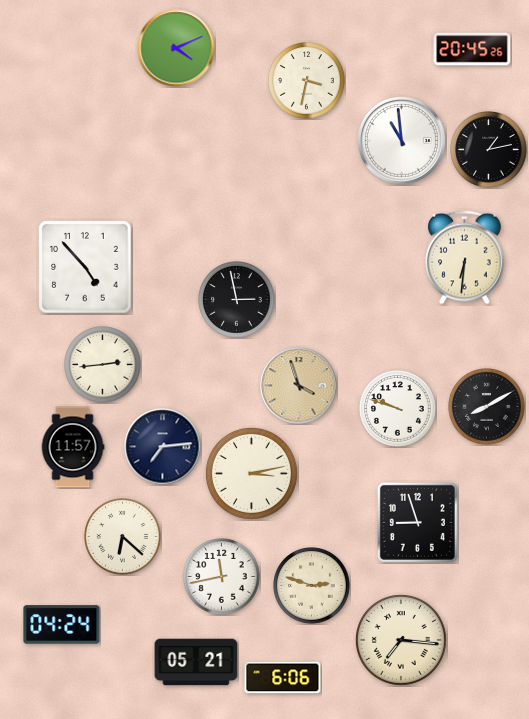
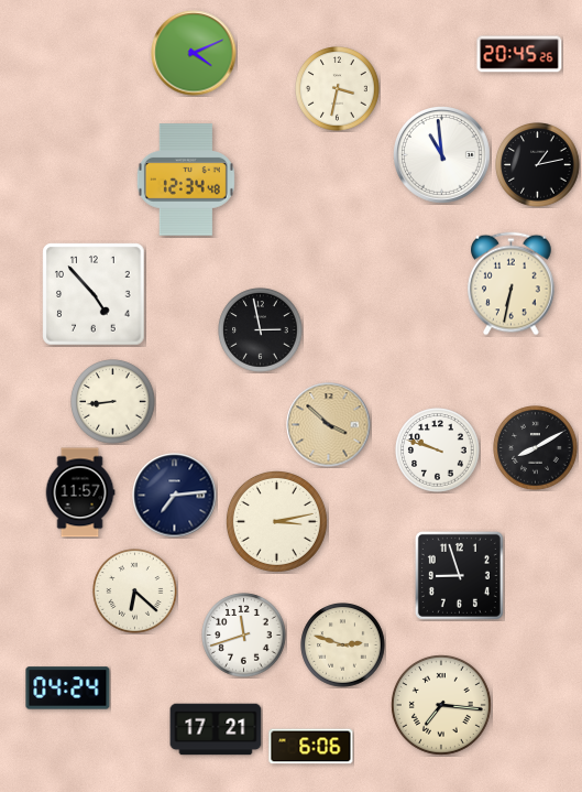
clock at (186, 180): none -> 12:34
clock at (465, 258): 6:31 -> 6:32
clock at (103, 365): 2:44 -> 8:44
clock at (299, 386): 3:57 -> 3:52
clock at (163, 447) position: (163, 447) -> (175, 496)
clock at (222, 577): 11:43 -> 11:42
clock at (196, 662): 05:21 -> 17:21
